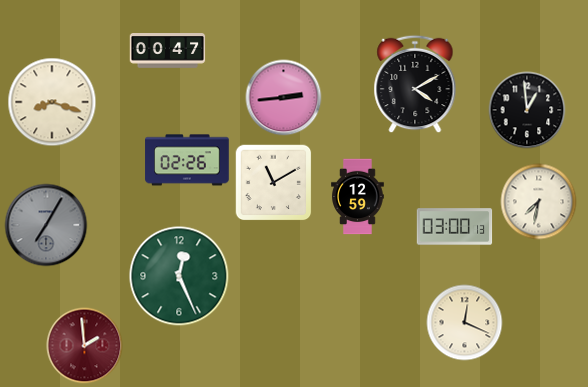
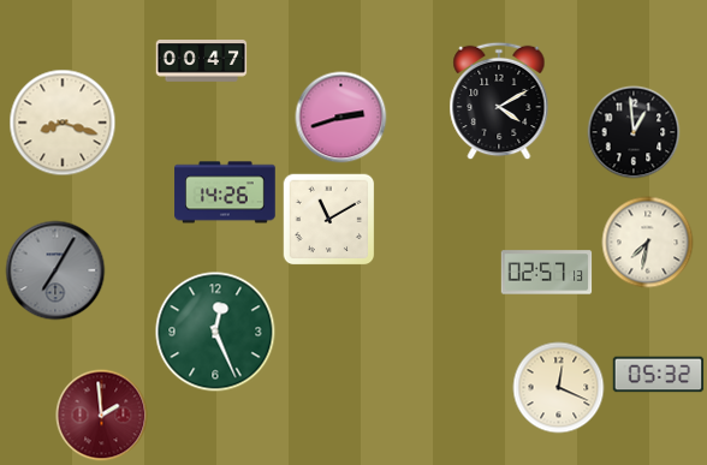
clock at (284, 98): 2:44 -> 2:42
clock at (187, 160): 02:26 -> 14:26
clock at (358, 197): 12:59 -> none
clock at (455, 227): 03:00 -> 02:57
clock at (659, 375): none -> 05:32
